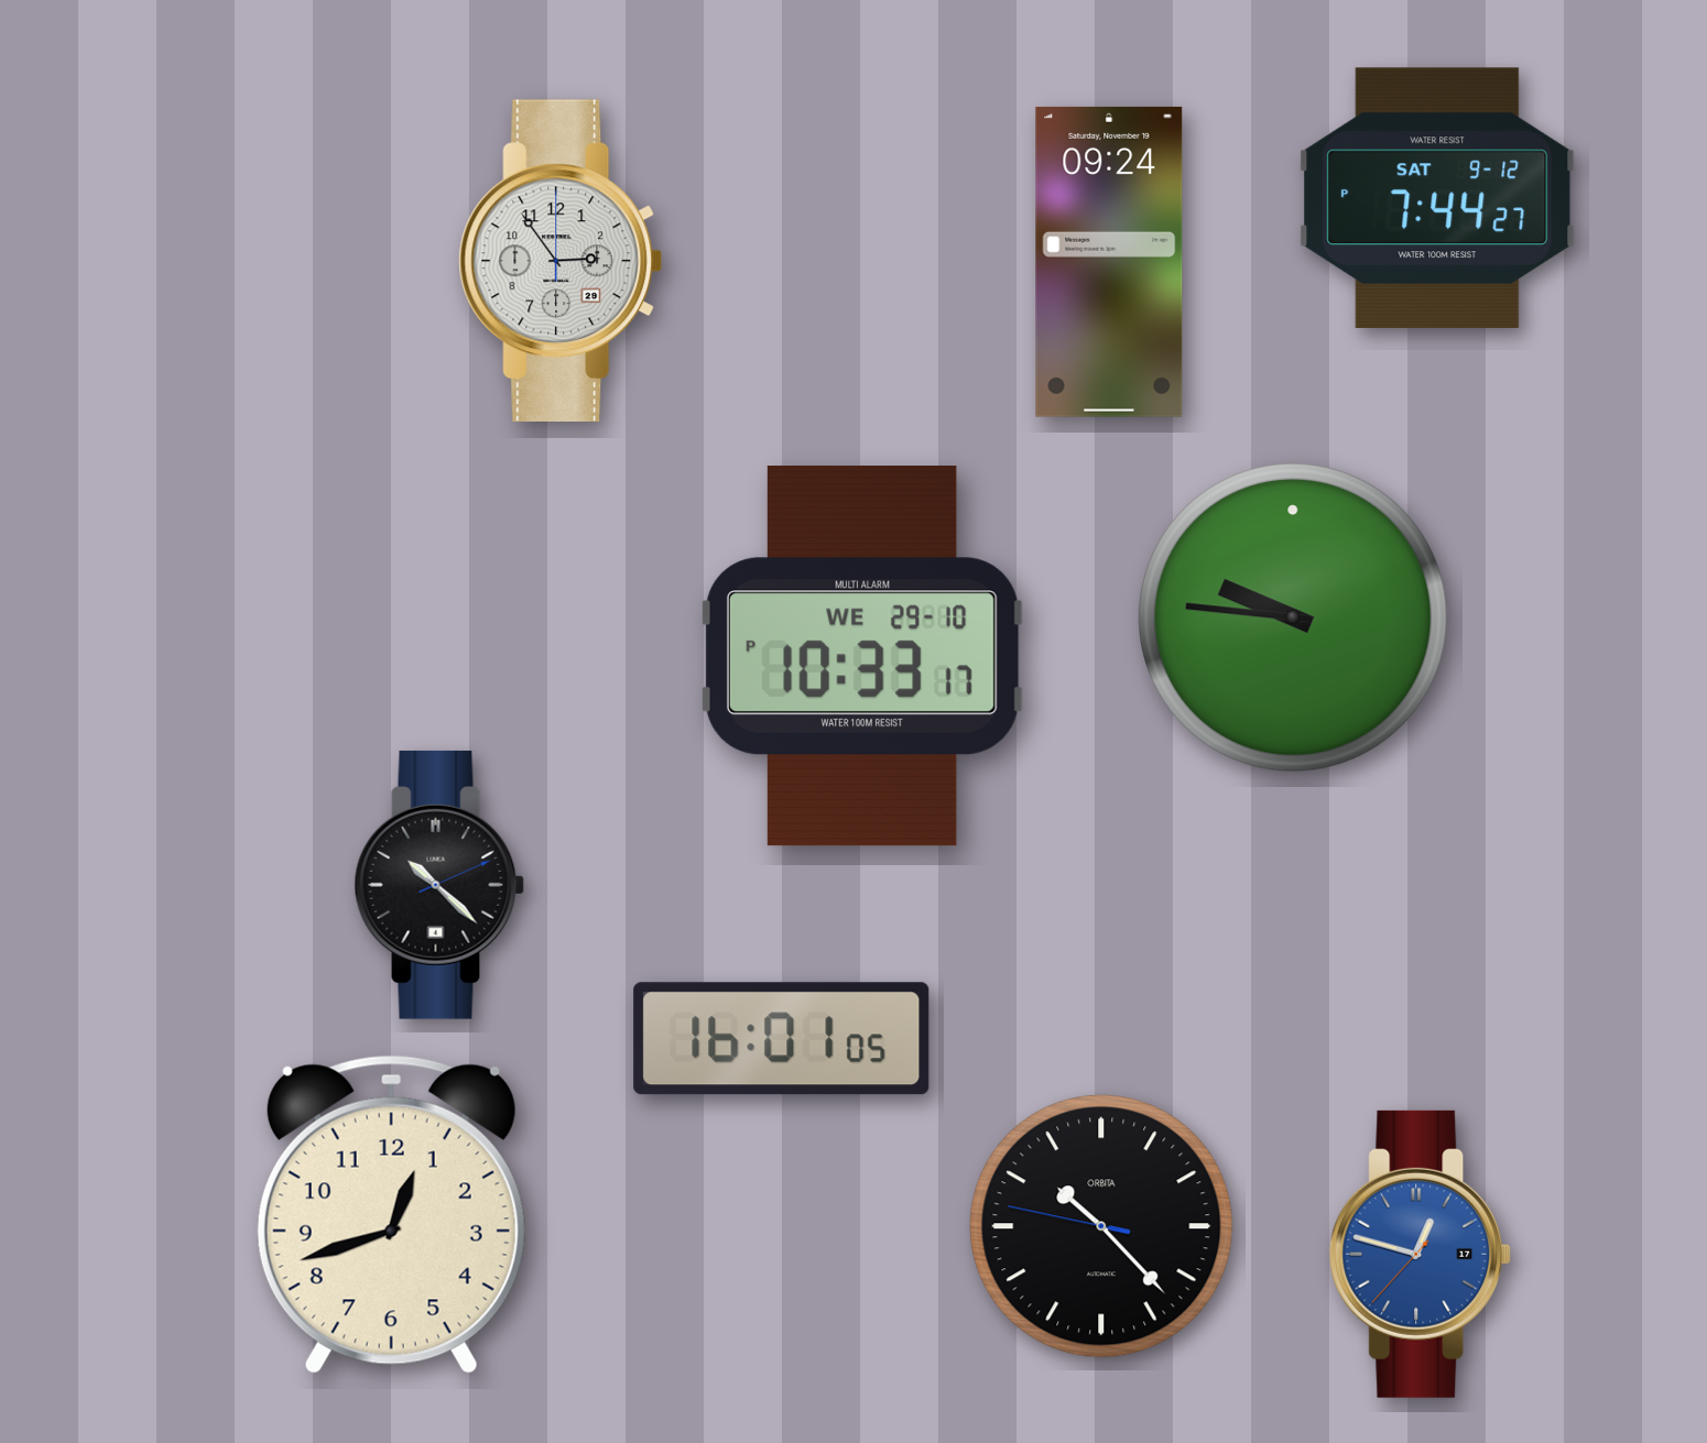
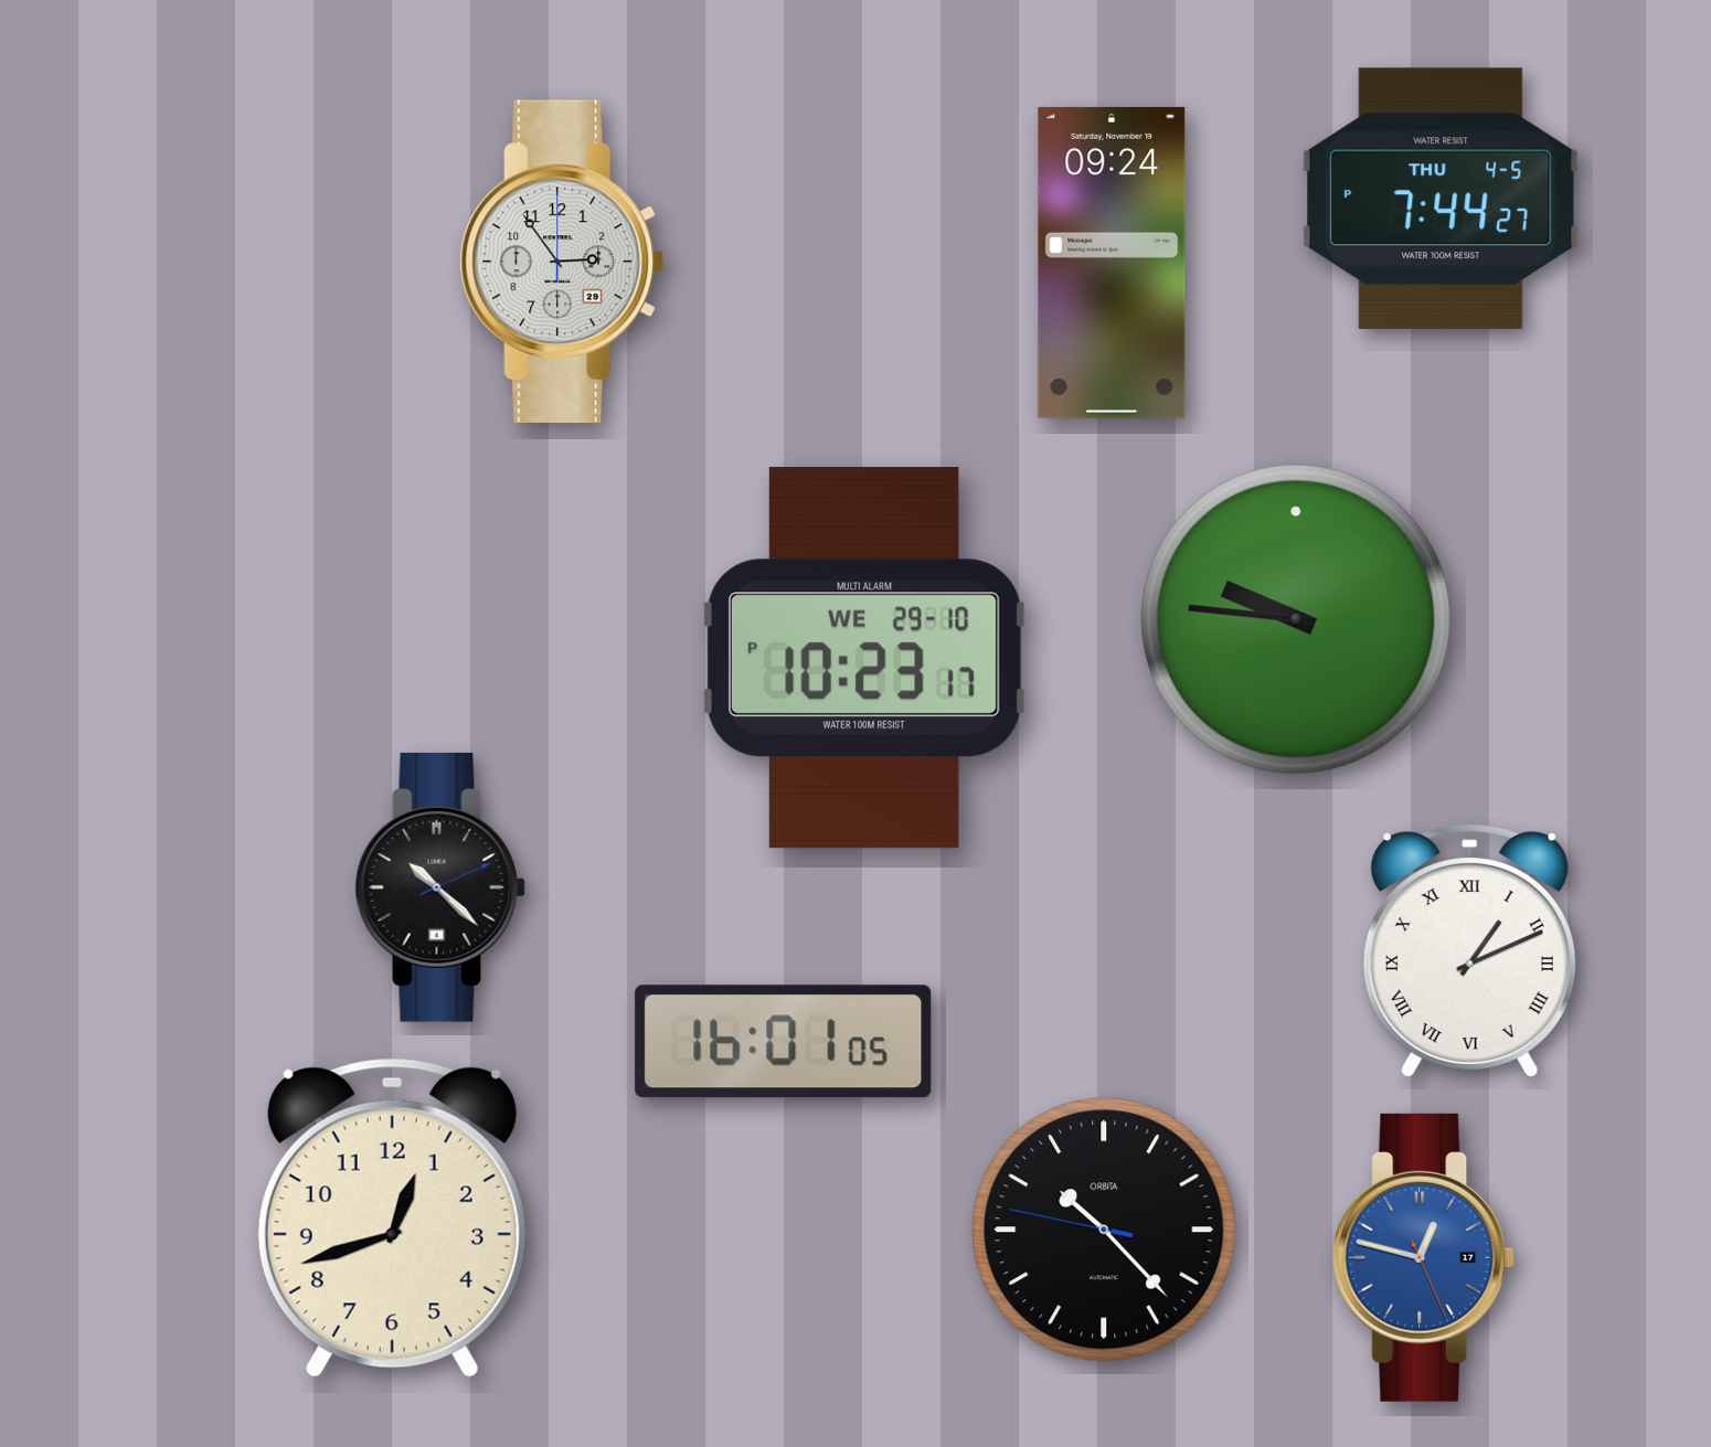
clock at (1437, 197) date: SAT 9-12 -> THU 4-5
clock at (862, 656): 10:33 -> 10:23
clock at (1469, 950): none -> 1:11
clock at (1421, 1254): 12:47:37 -> 12:47:26
